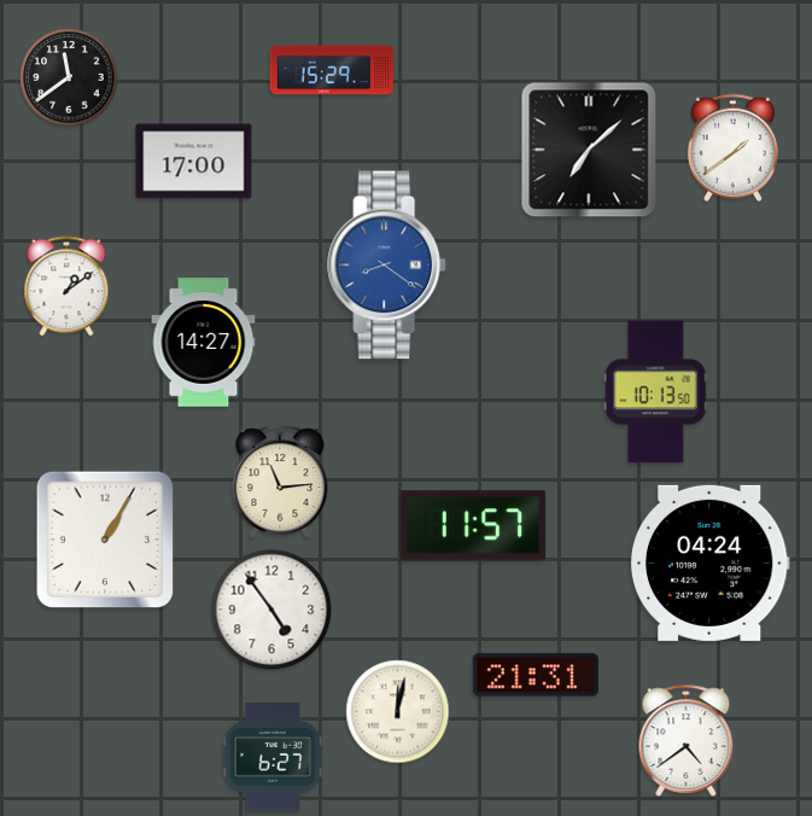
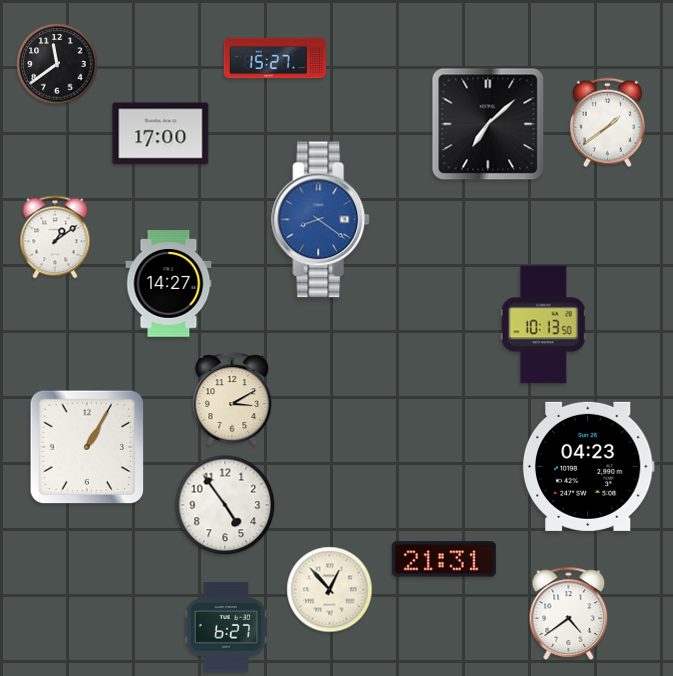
clock at (332, 70): 15:29 -> 15:27
clock at (280, 482): 11:14 -> 3:10
clock at (473, 525): 11:57 -> none
clock at (709, 563): 04:24 -> 04:23
clock at (398, 712): 12:02 -> 12:53
